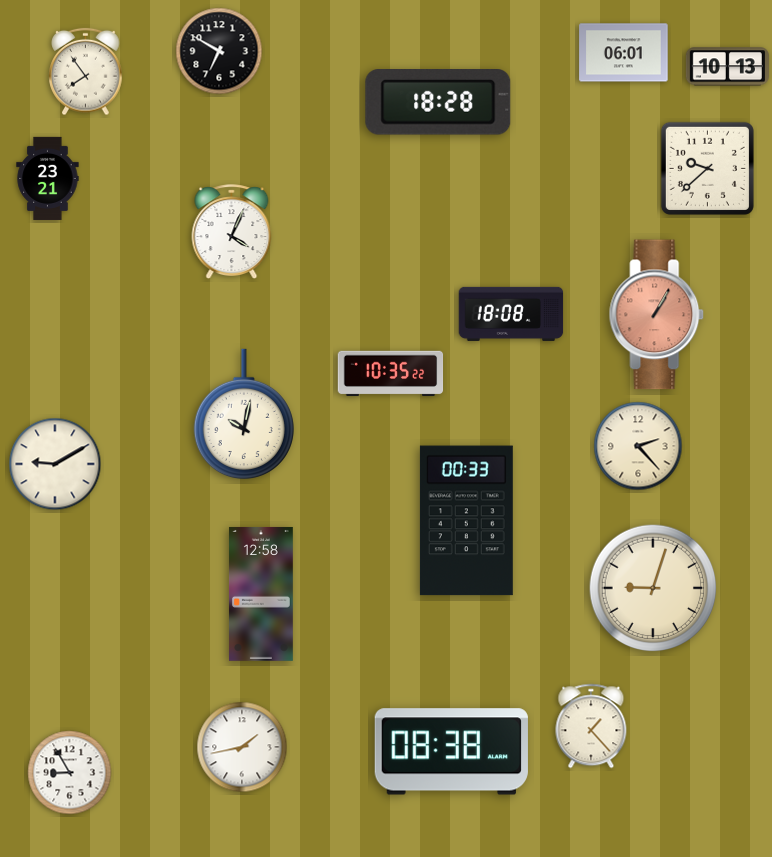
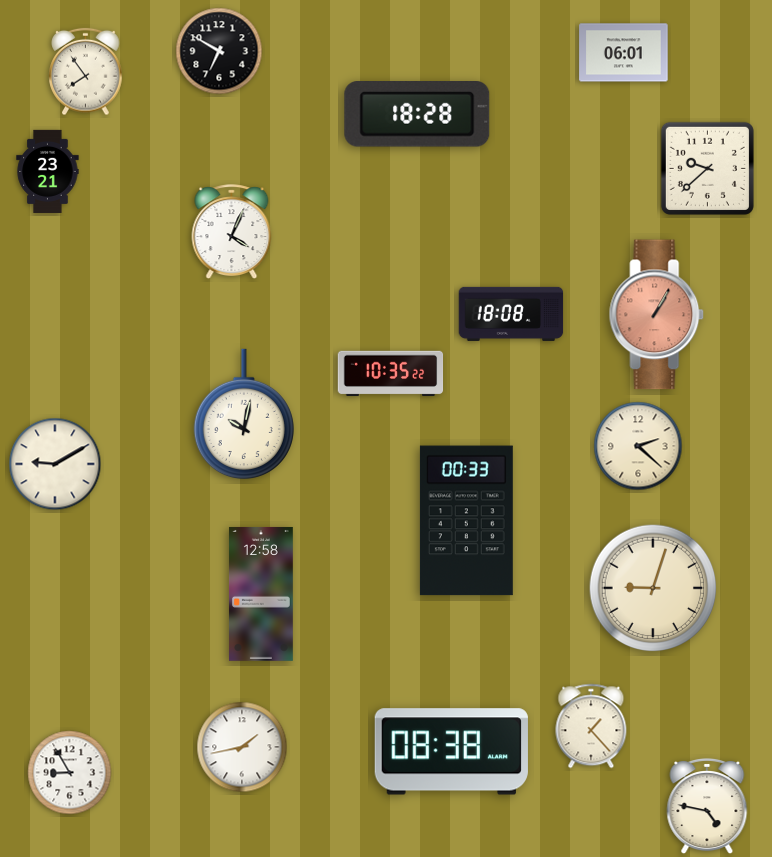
clock at (727, 67): 10:13 -> none
clock at (438, 102) position: (438, 102) -> (417, 114)
clock at (48, 178) position: (48, 178) -> (48, 171)
clock at (638, 446): 2:23 -> 2:22
clock at (707, 806): none -> 4:47
